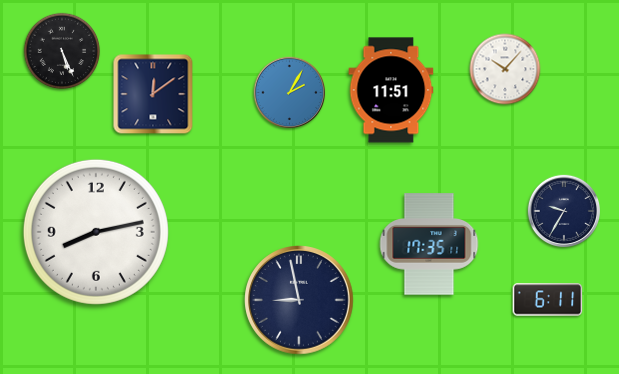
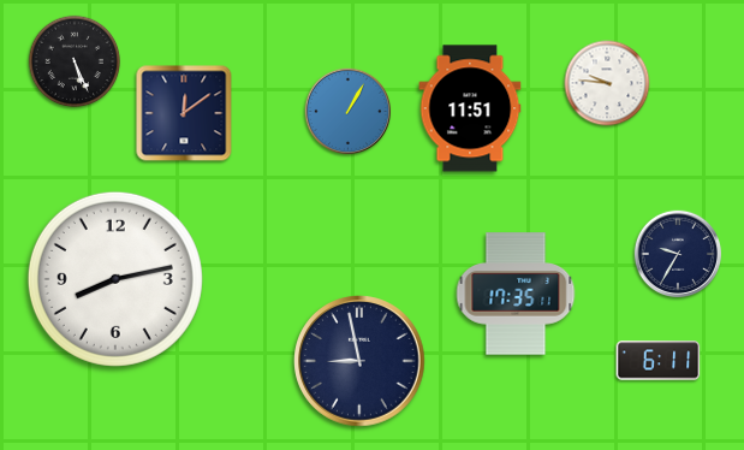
clock at (505, 69): 10:07 -> 9:46
clock at (290, 93): 2:05 -> 1:05
